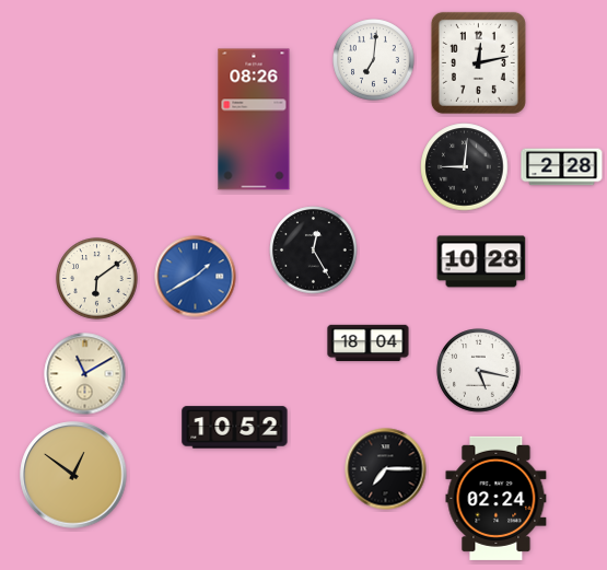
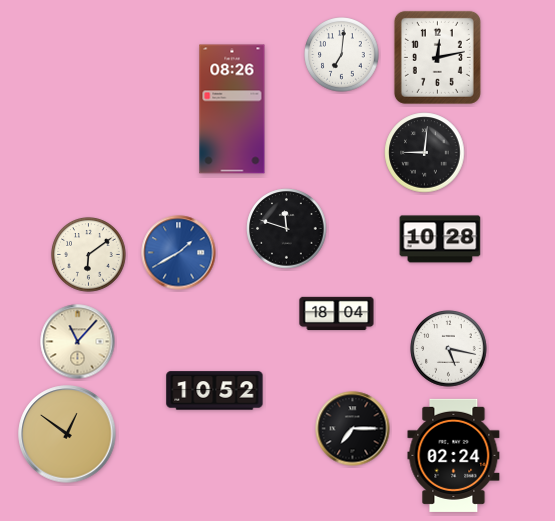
clock at (562, 167): 2:28 -> none
clock at (314, 251): 12:25 -> 11:48
clock at (479, 371) position: (479, 371) -> (449, 349)
clock at (85, 374): 11:10 -> 11:07
